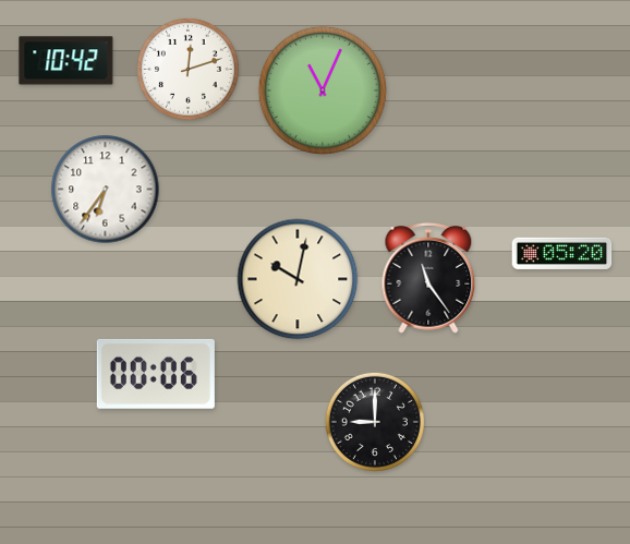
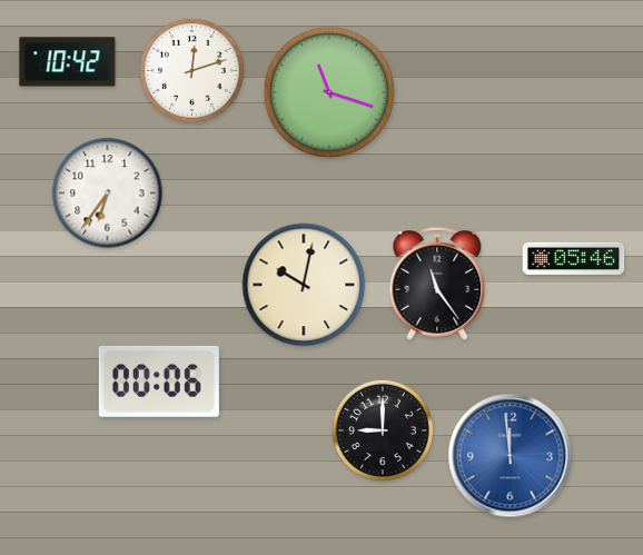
clock at (323, 90): 11:04 -> 11:18
clock at (562, 253): 05:20 -> 05:46
clock at (511, 456): none -> 11:59
